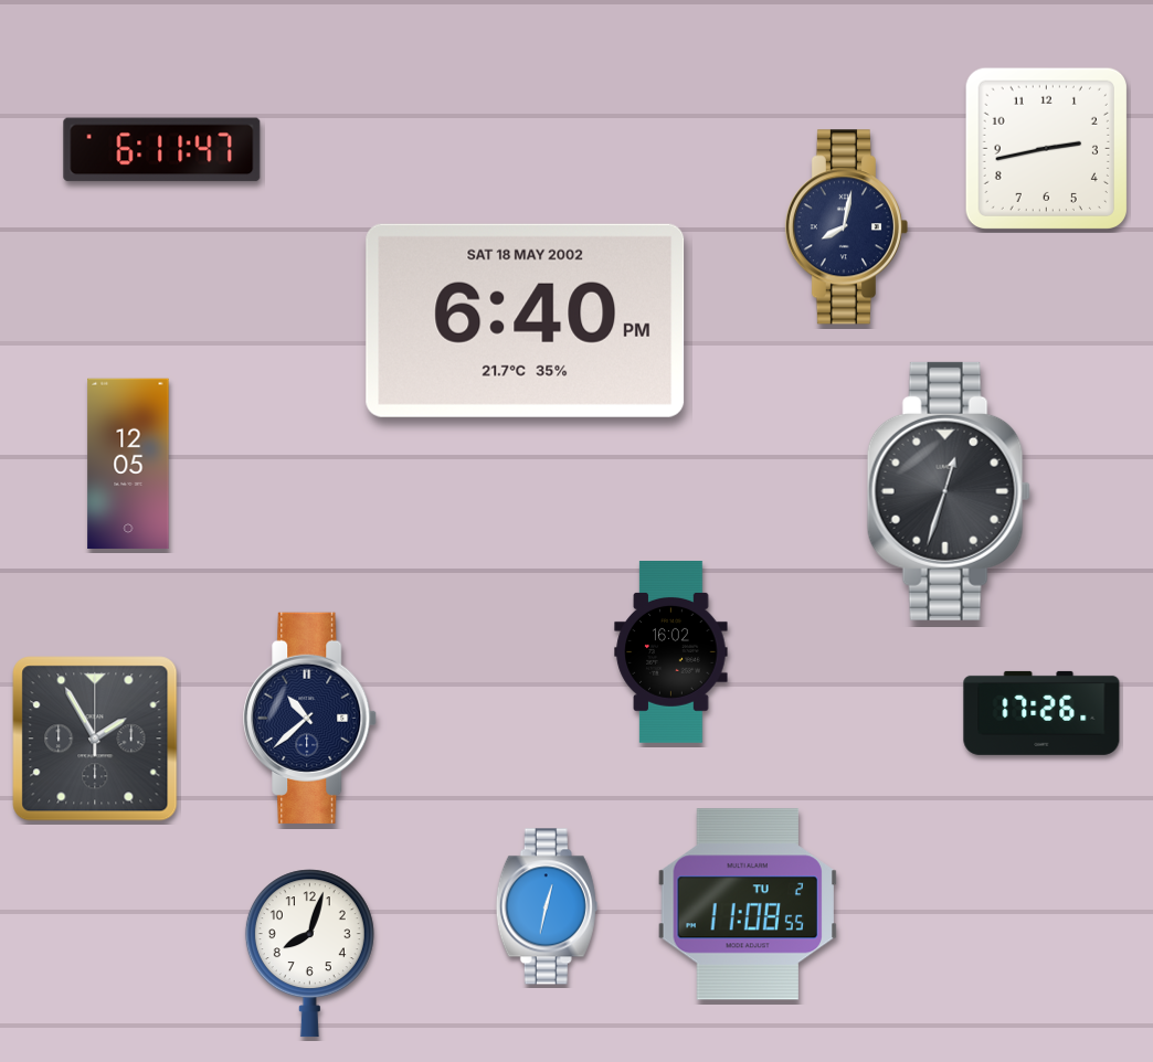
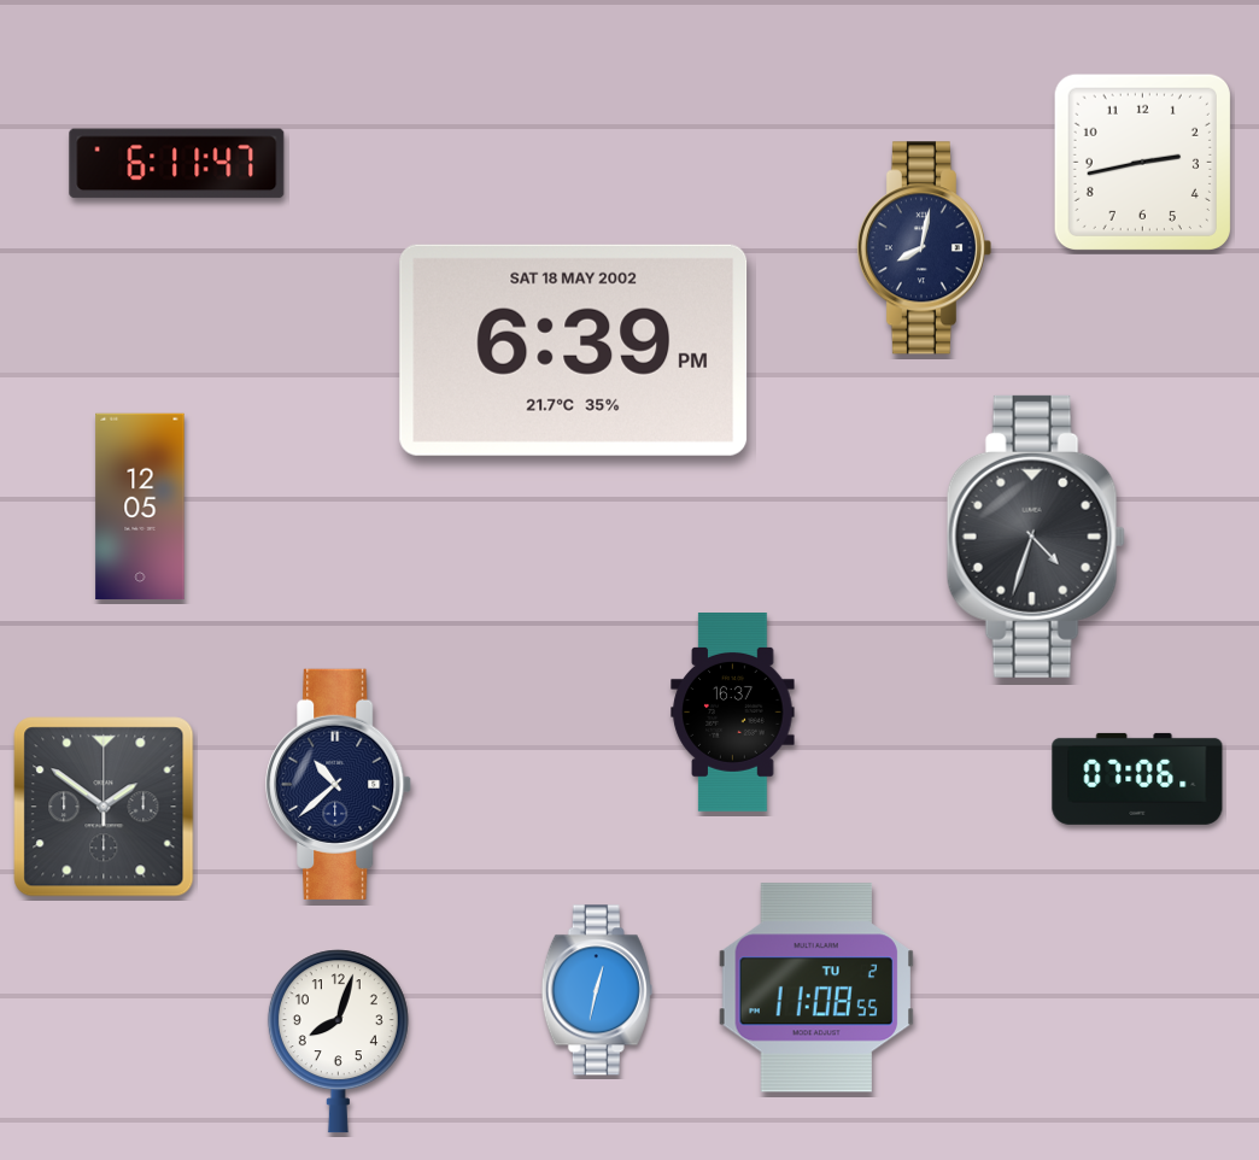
clock at (526, 320): 6:40 -> 6:39
clock at (949, 491): 12:33 -> 4:33
clock at (671, 652): 16:02 -> 16:37
clock at (1041, 713): 17:26 -> 07:06
clock at (95, 739): 1:55 -> 1:51
